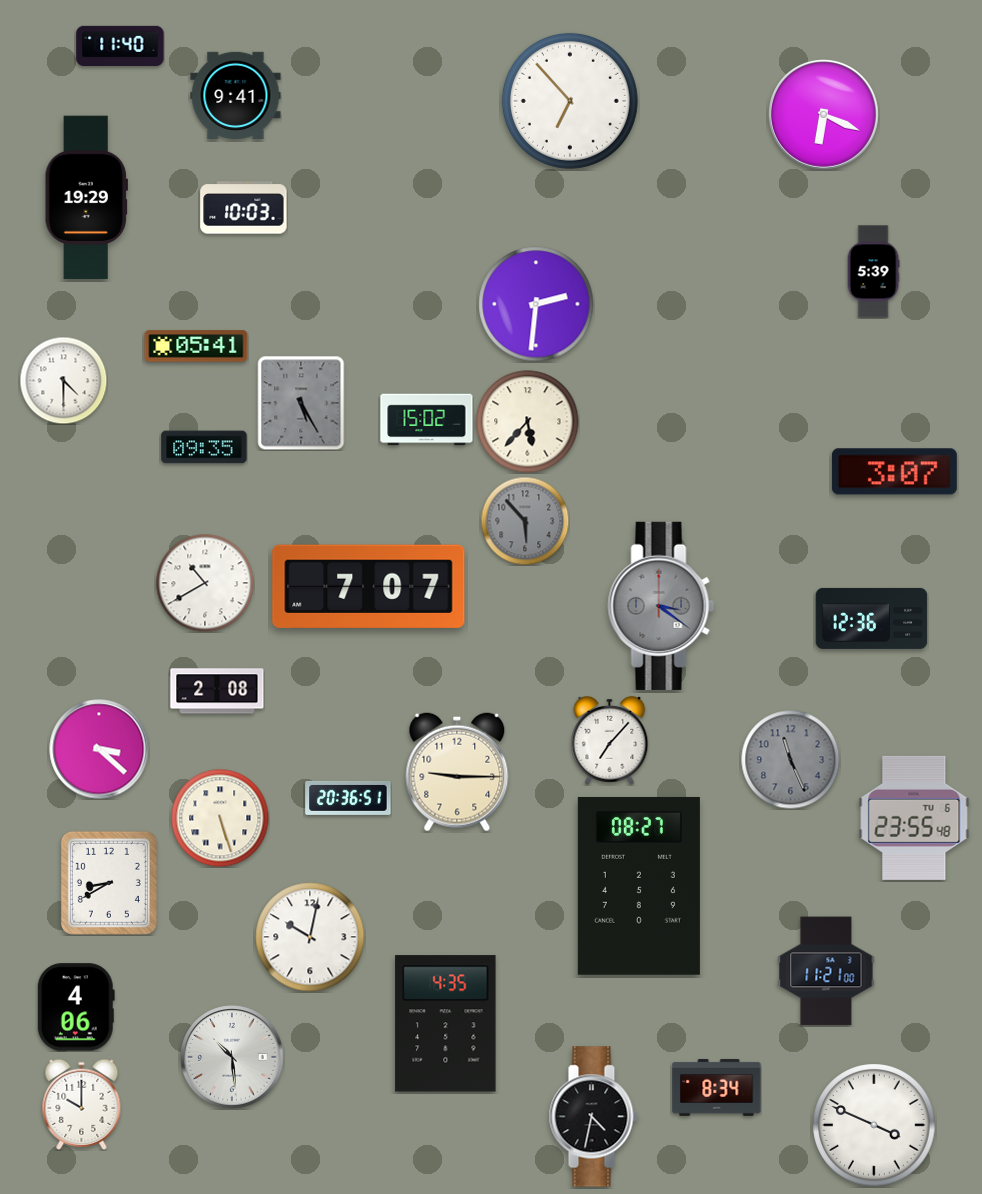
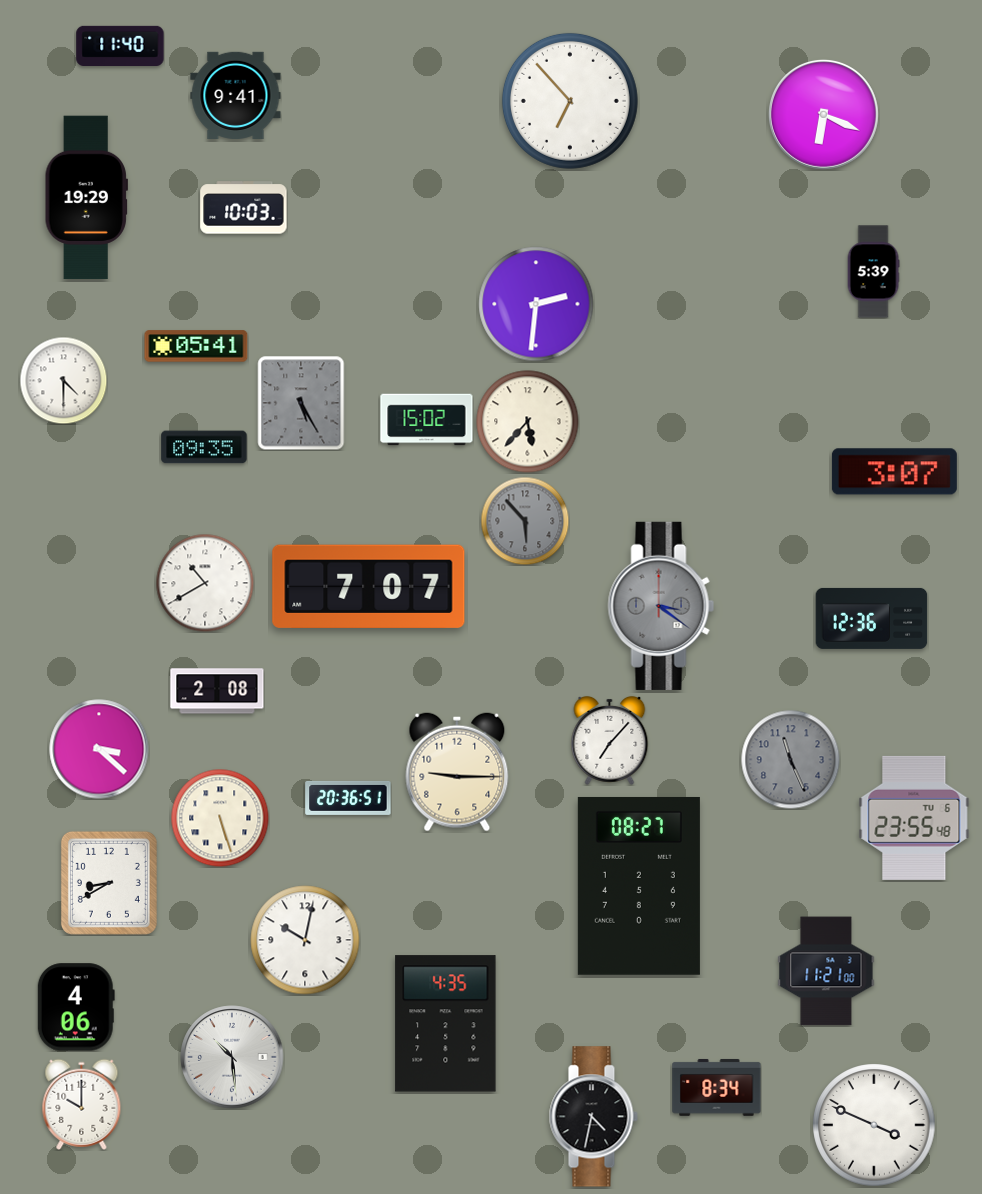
clock at (310, 937) position: (310, 937) -> (305, 940)
